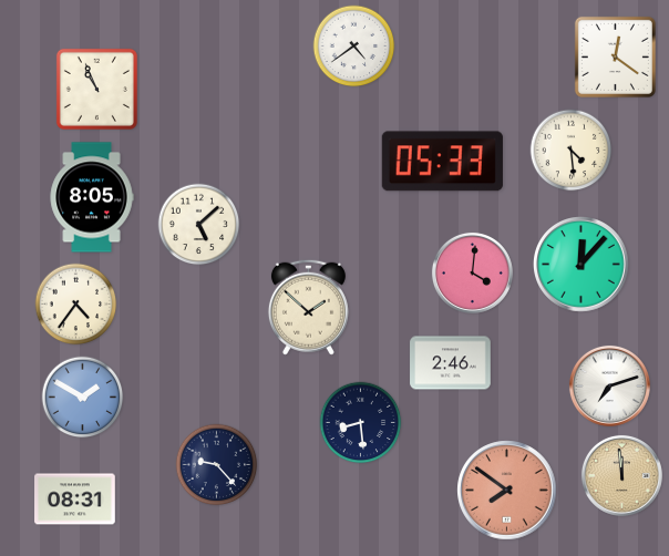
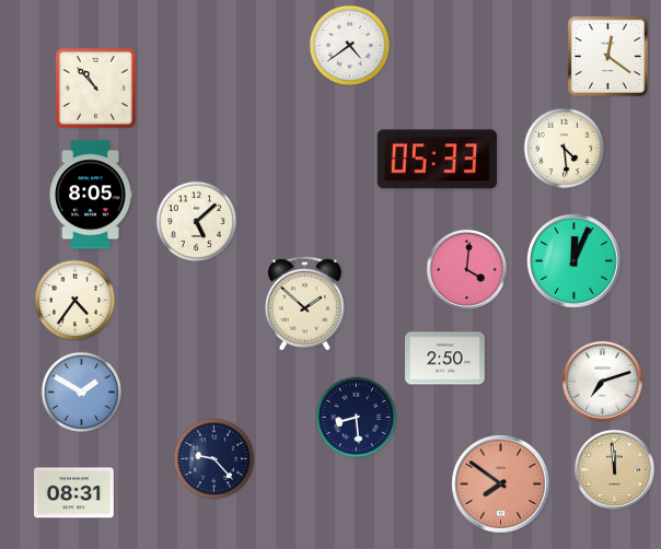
clock at (96, 89): 10:56 -> 10:53
clock at (581, 265): 12:07 -> 12:04
clock at (451, 363): 2:46 -> 2:50
